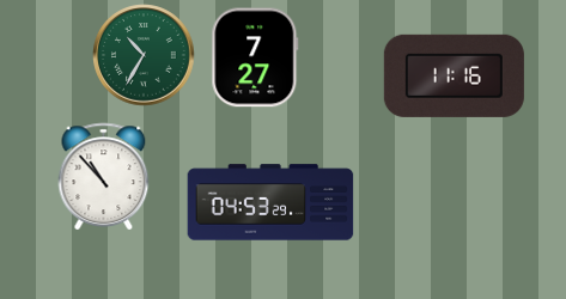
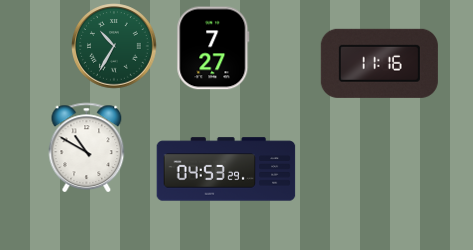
clock at (144, 55) position: (144, 55) -> (114, 46)
clock at (104, 176): 10:53 -> 10:50
